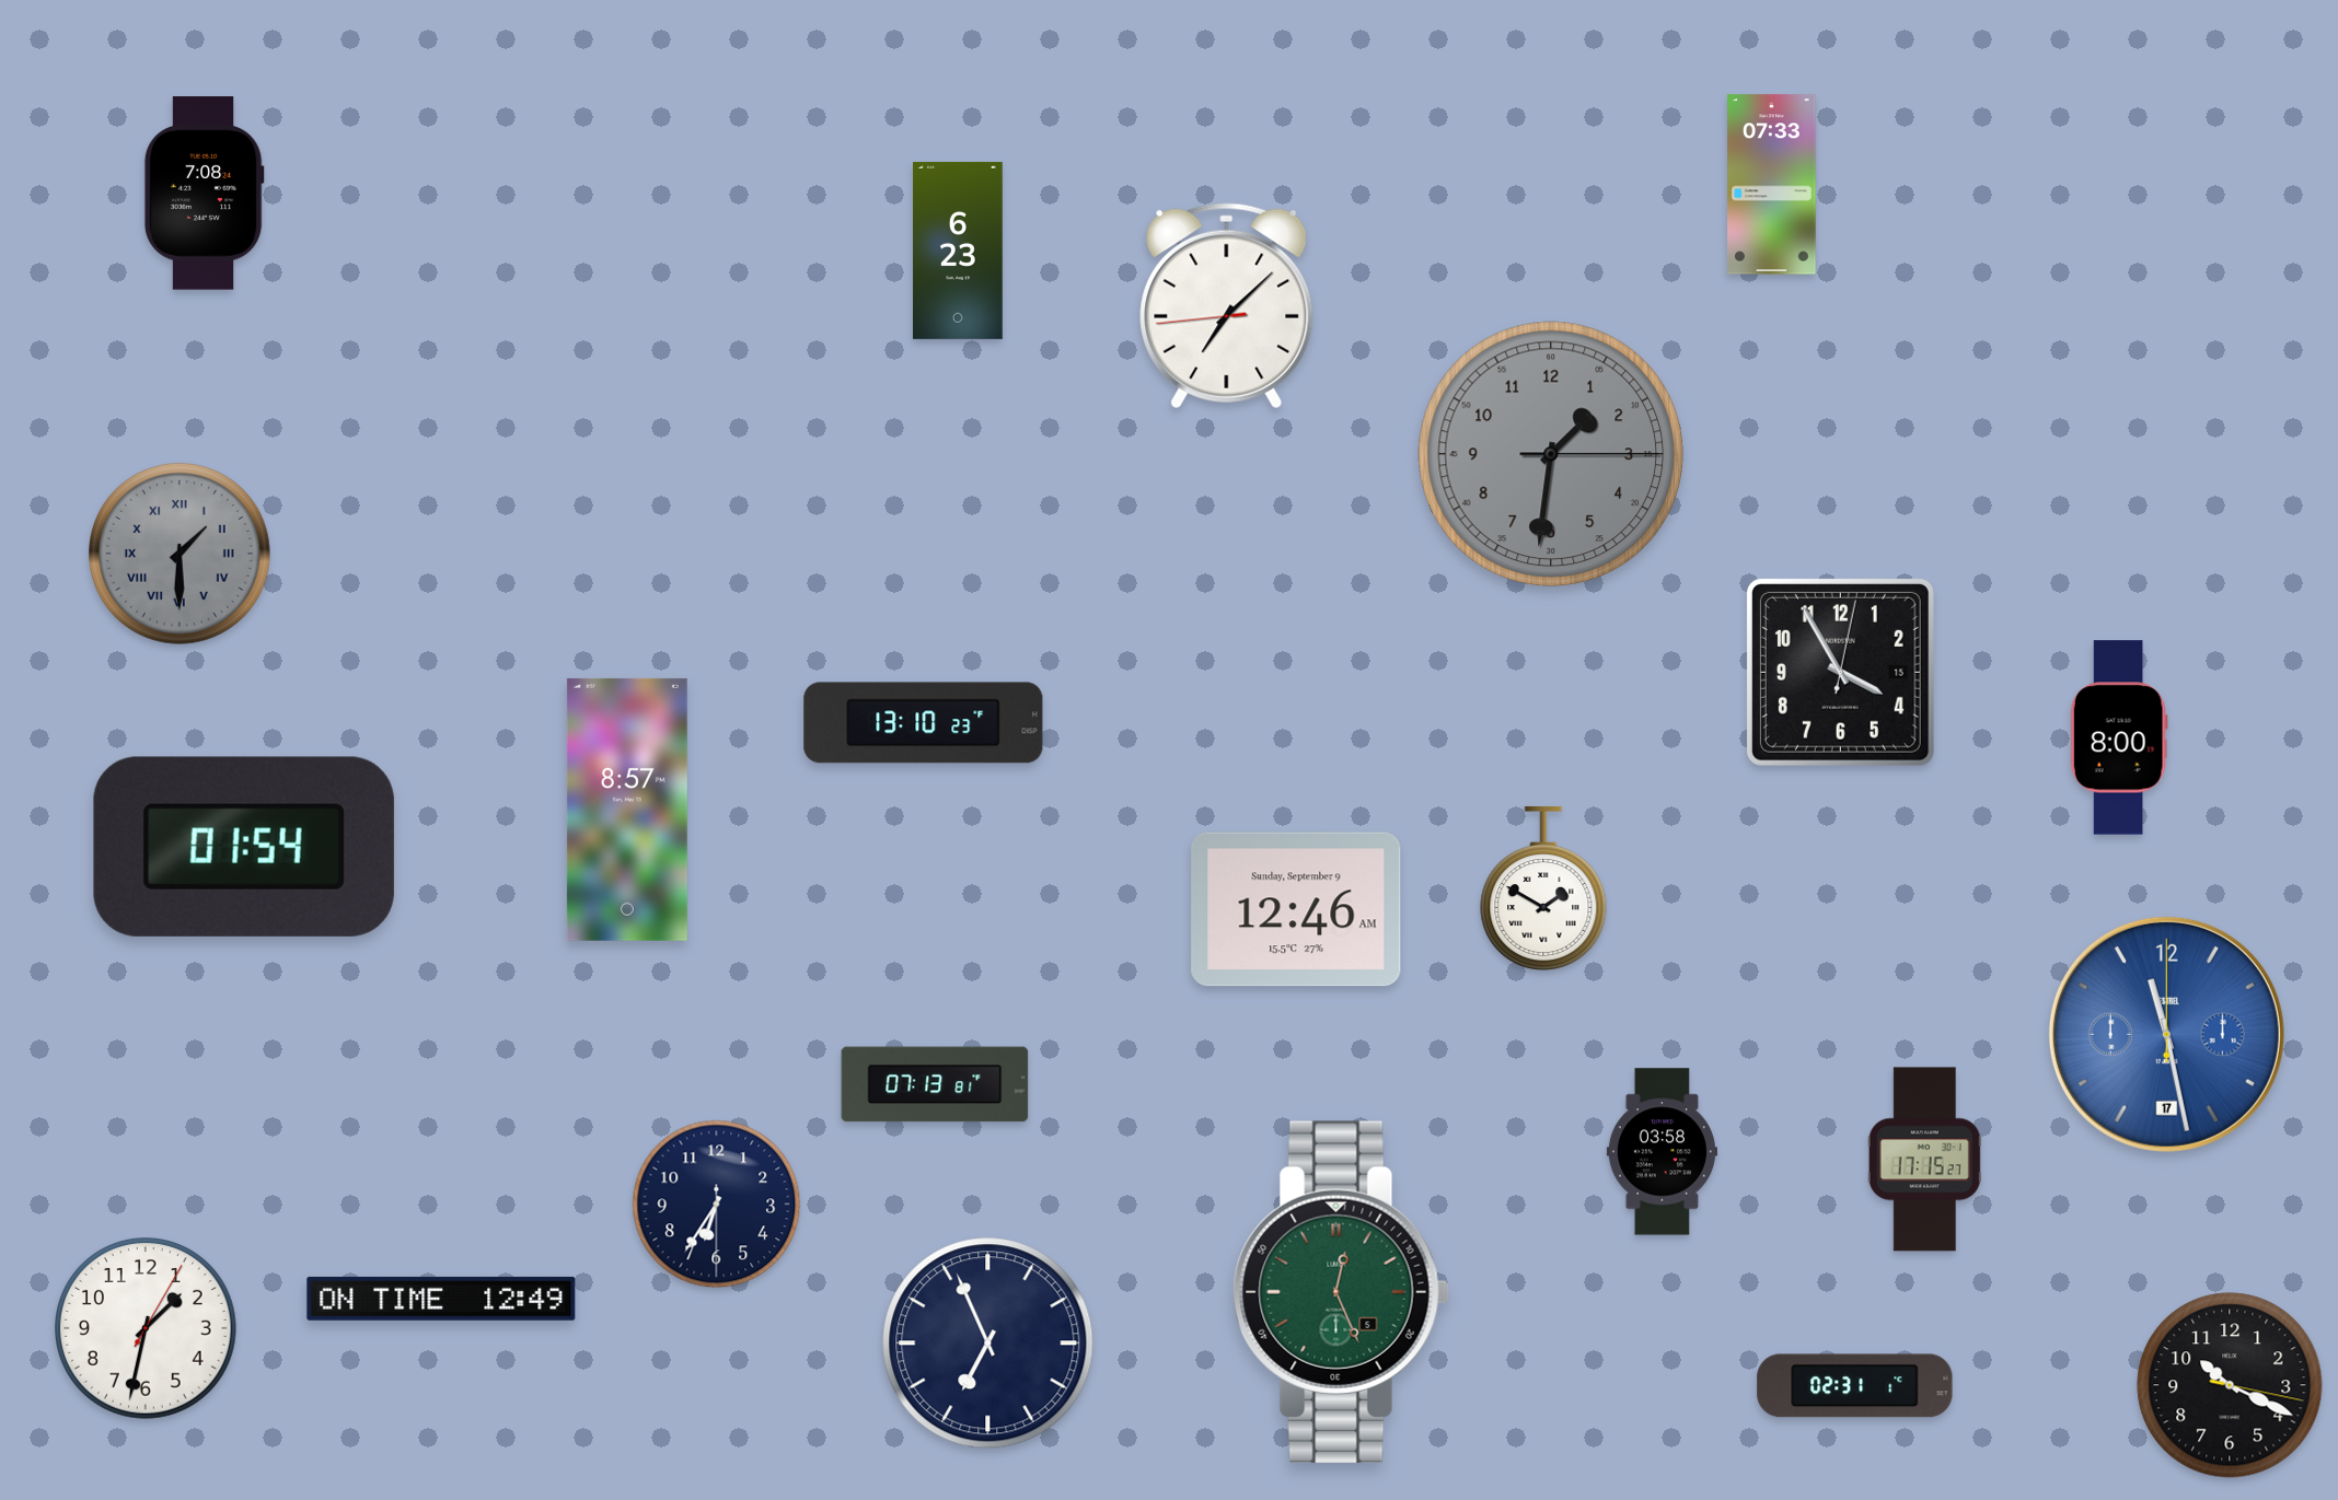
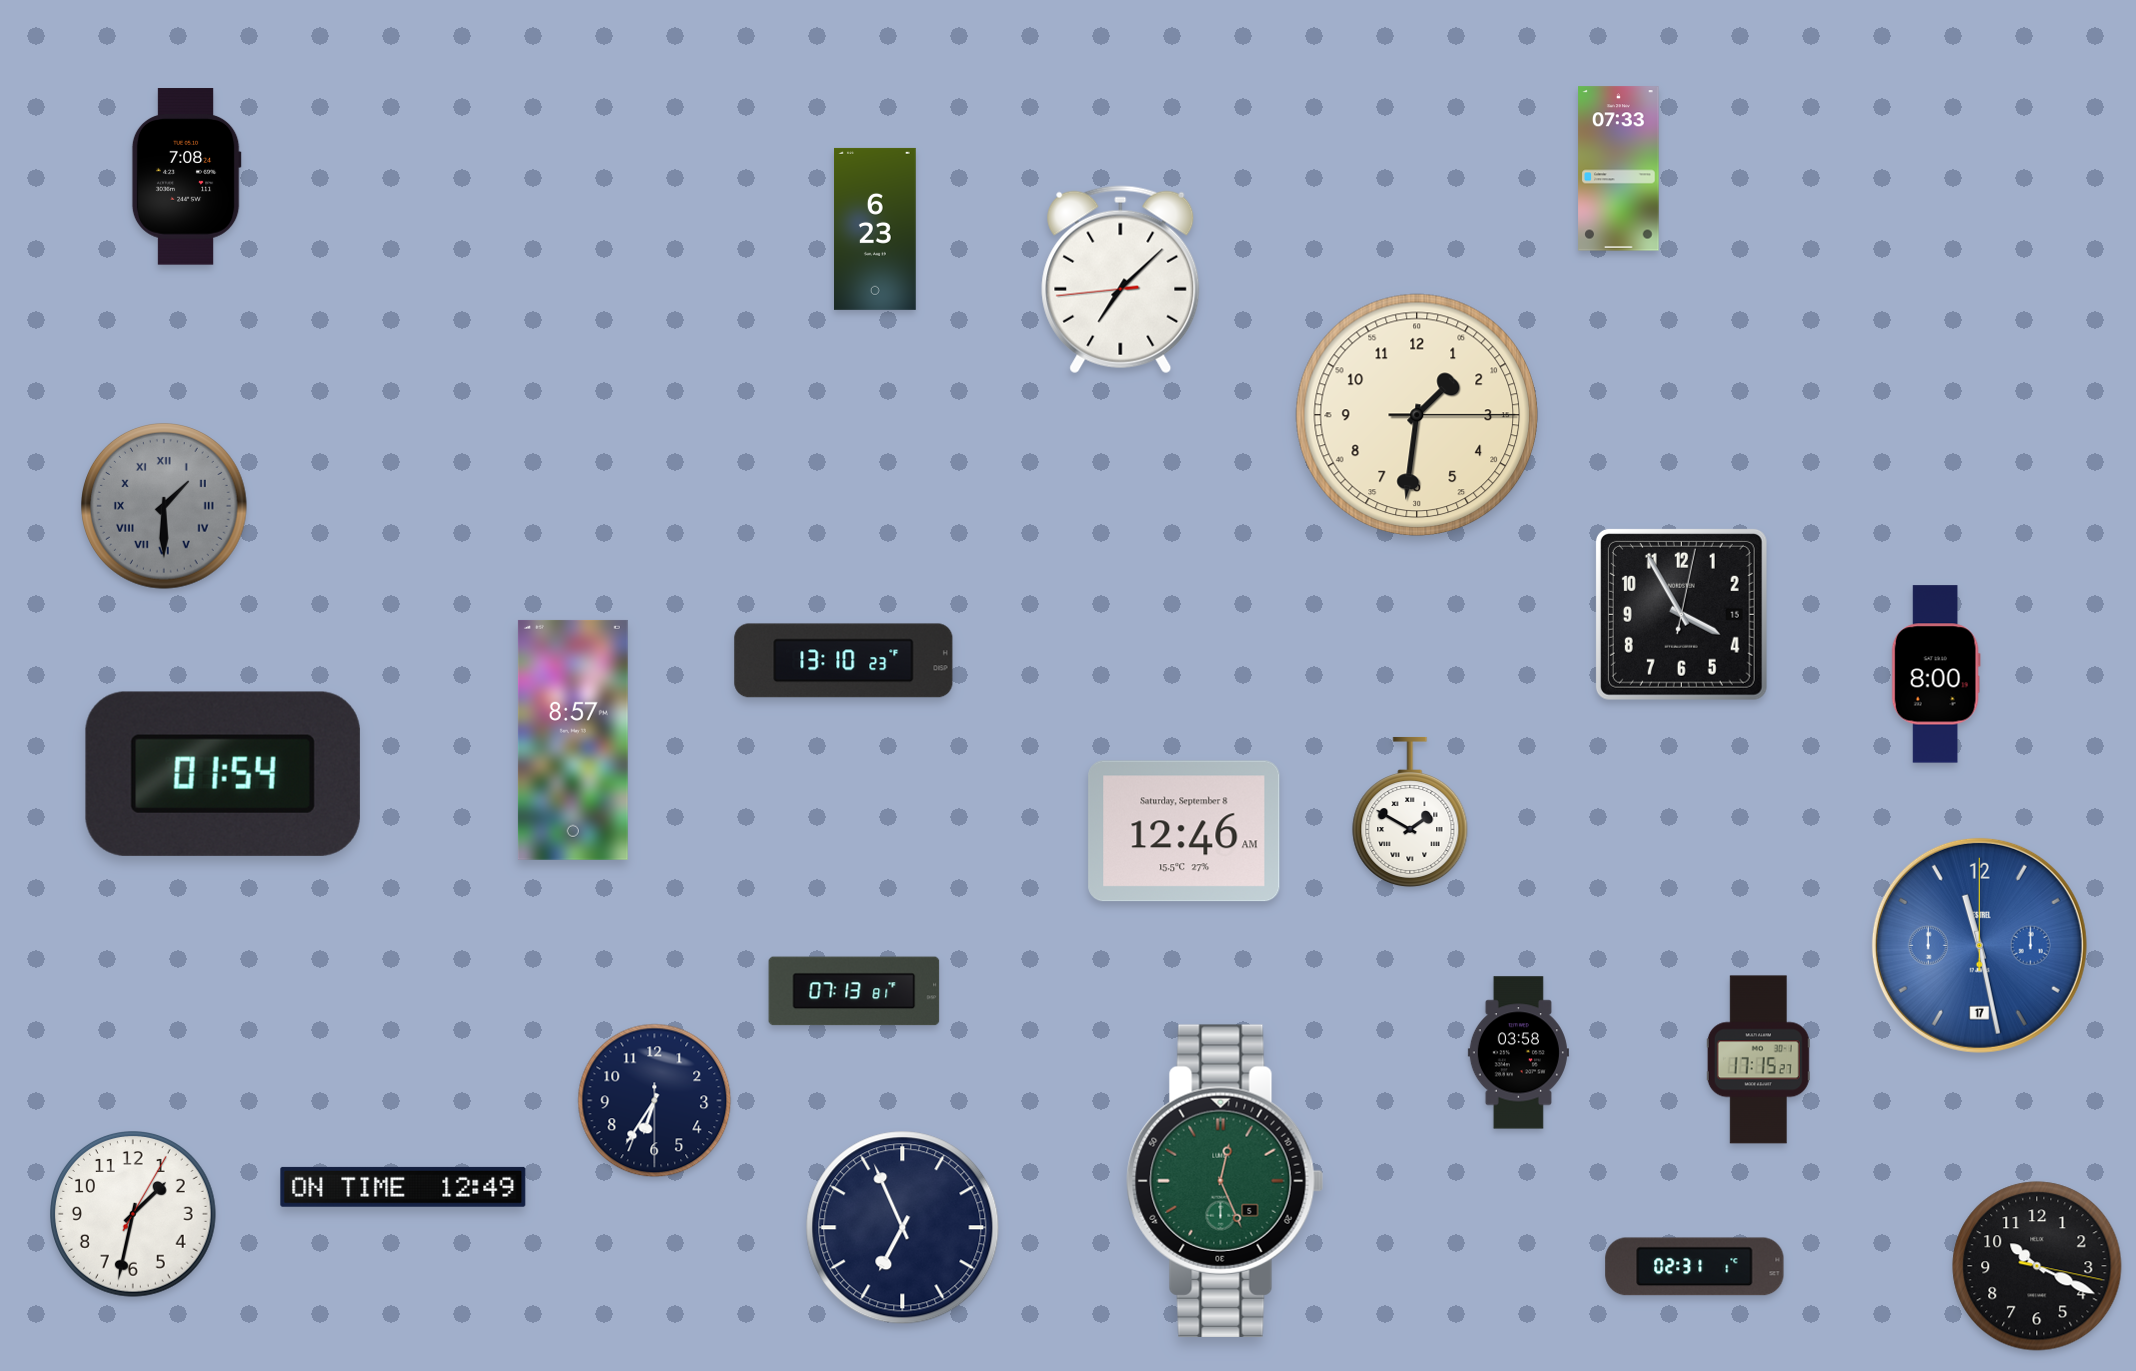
clock at (1551, 454) dial: grey -> cream
clock at (1296, 909) date: Sunday, September 9 -> Saturday, September 8
